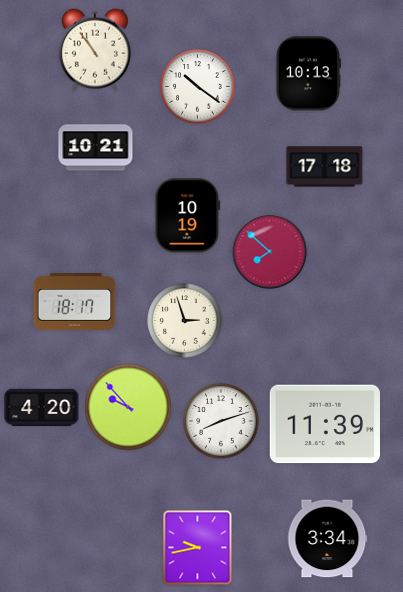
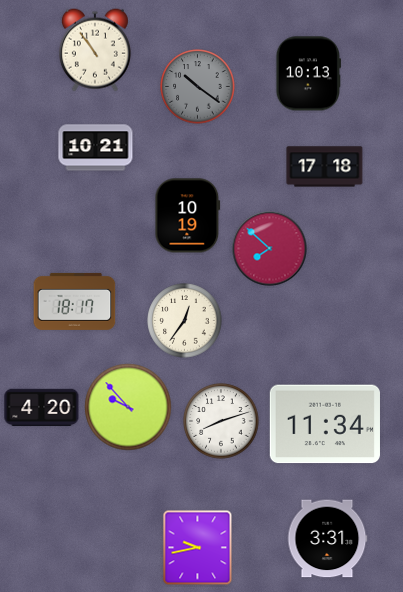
clock at (198, 87) dial: white -> grey
clock at (270, 252) position: (270, 252) -> (270, 249)
clock at (185, 321): 2:57 -> 12:36
clock at (325, 424): 11:39 -> 11:34
clock at (327, 539): 3:34 -> 3:31
